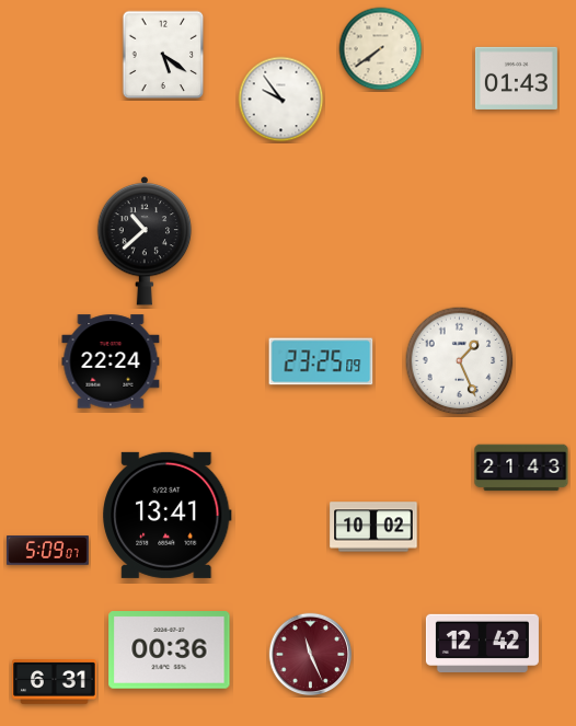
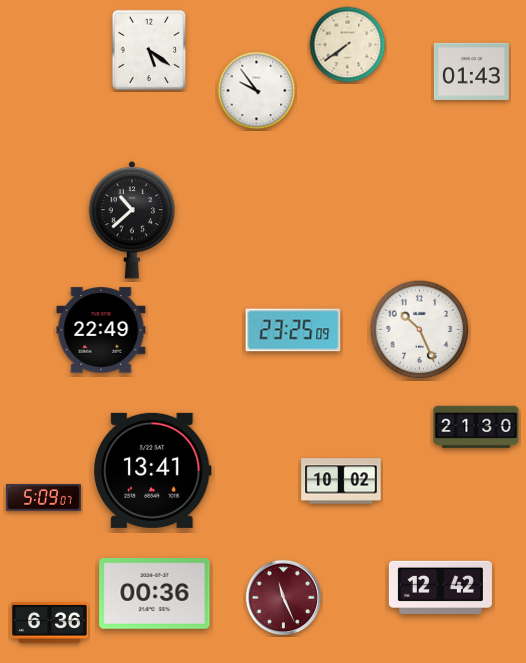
clock at (111, 361): 22:24 -> 22:49
clock at (460, 361): 1:26 -> 10:26
clock at (521, 468): 21:43 -> 21:30
clock at (47, 551) position: (47, 551) -> (43, 498)
clock at (55, 682): 6:31 -> 6:36
